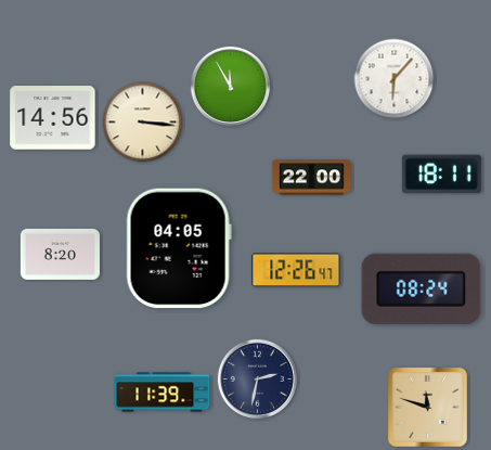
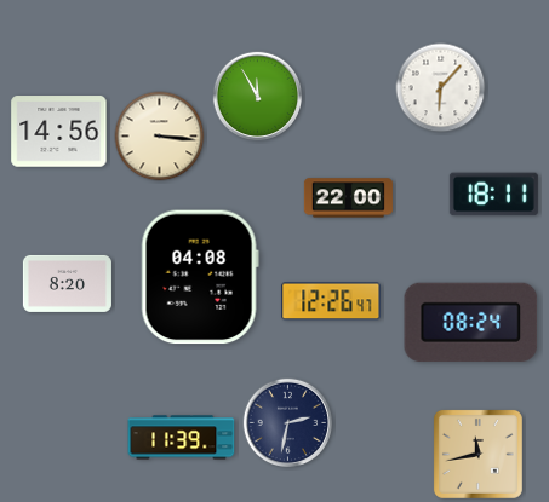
clock at (179, 248): 04:05 -> 04:08
clock at (427, 407): 11:48 -> 11:43
